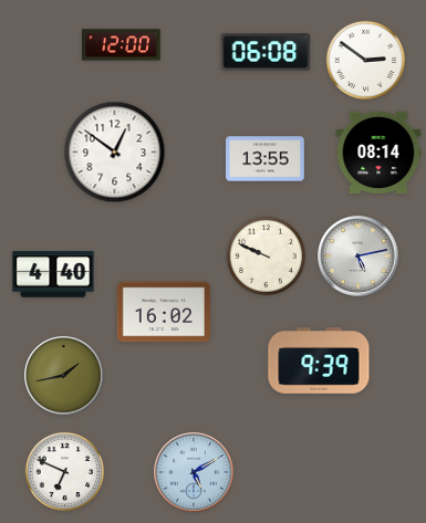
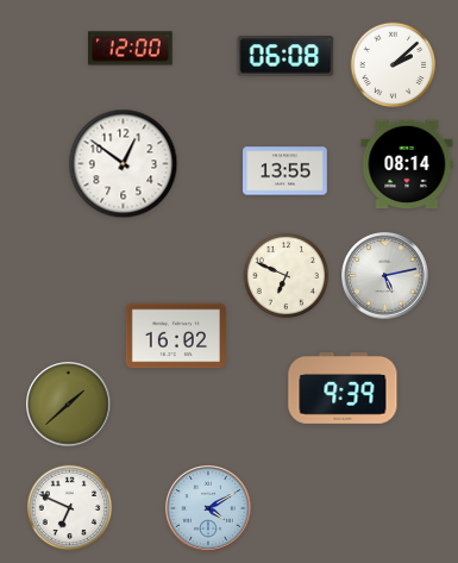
clock at (366, 61): 2:51 -> 2:08
clock at (267, 257): 9:49 -> 6:49
clock at (53, 274): 4:40 -> none
clock at (64, 376): 1:43 -> 1:38
clock at (194, 472): 5:10 -> 4:10
